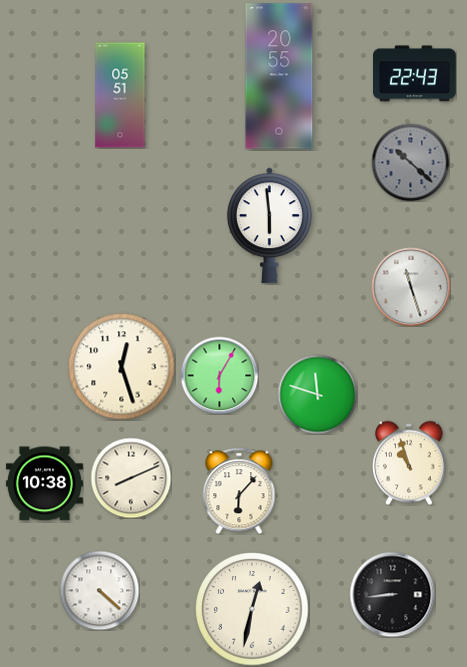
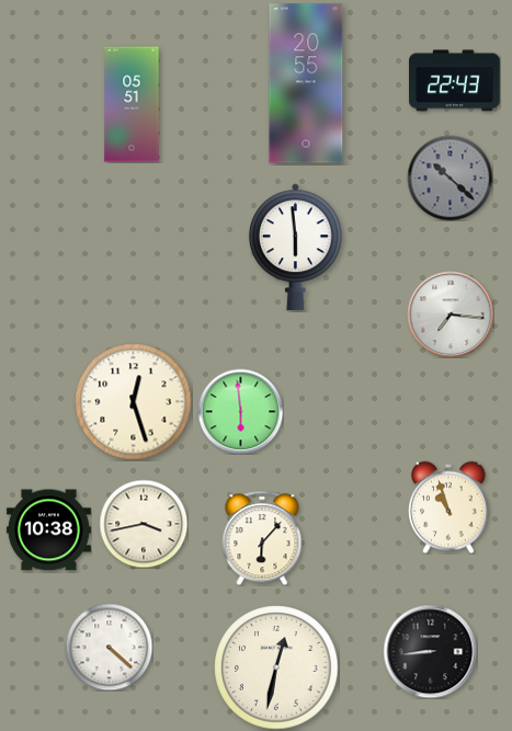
clock at (411, 287): 11:27 -> 7:16
clock at (219, 375): 6:05 -> 5:59
clock at (317, 394): 11:48 -> none
clock at (131, 478): 8:11 -> 3:43
